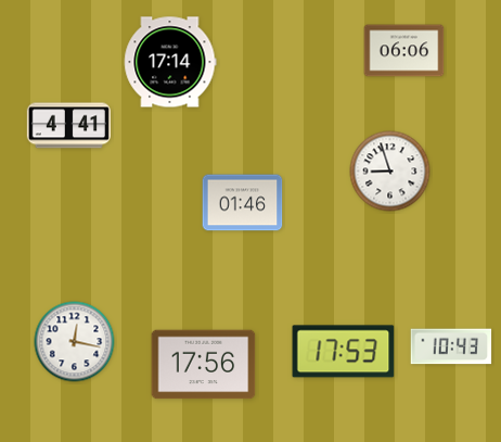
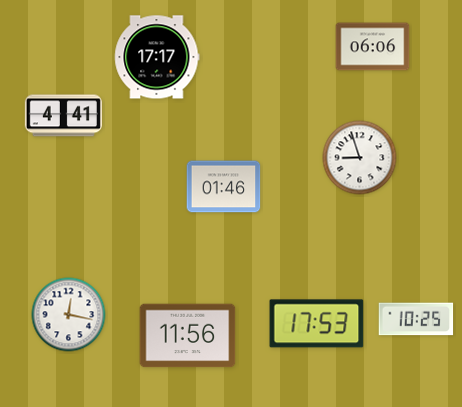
clock at (170, 62): 17:14 -> 17:17
clock at (451, 346): 10:43 -> 10:25
clock at (204, 365): 17:56 -> 11:56
